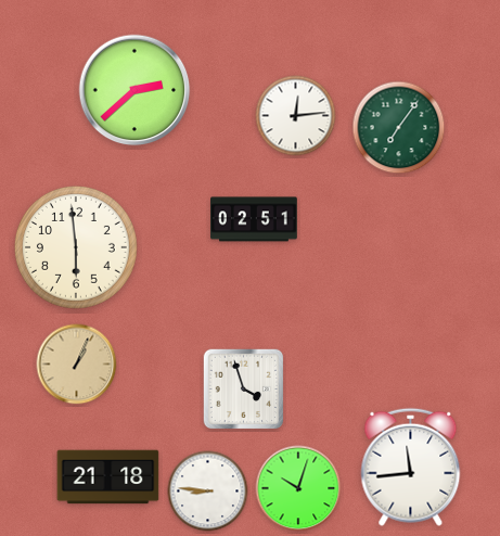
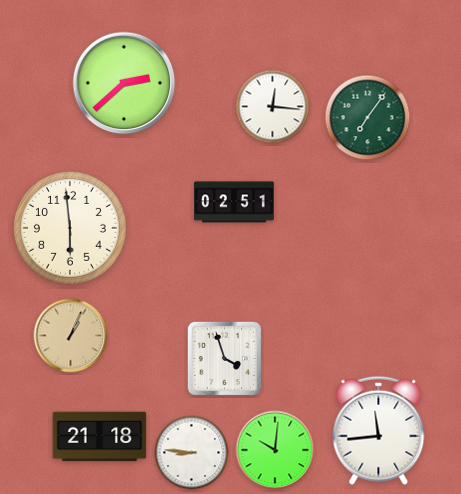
clock at (296, 116): 12:14 -> 12:16
clock at (108, 477) position: (108, 477) -> (100, 437)
clock at (298, 488): 10:03 -> 10:01
